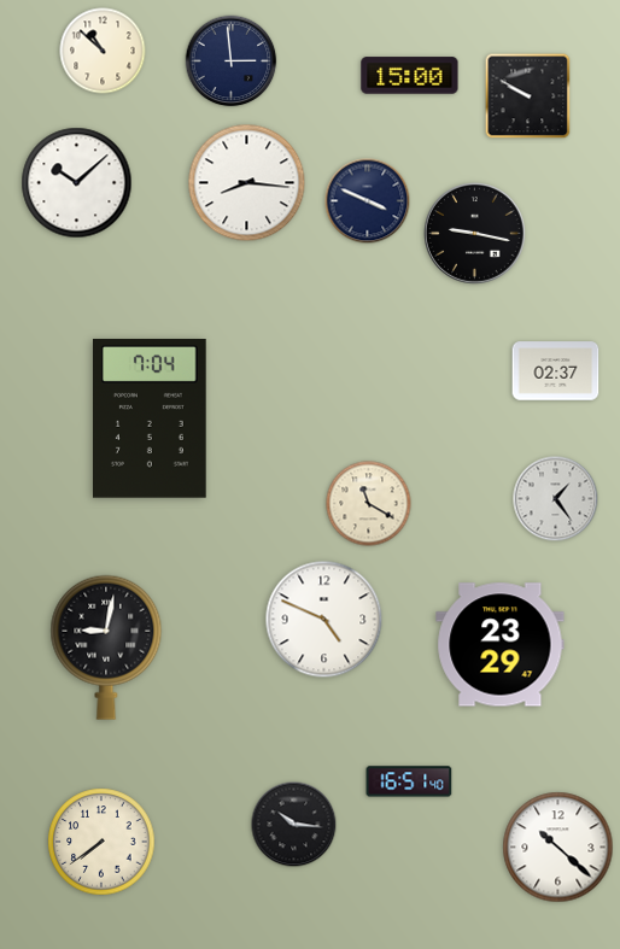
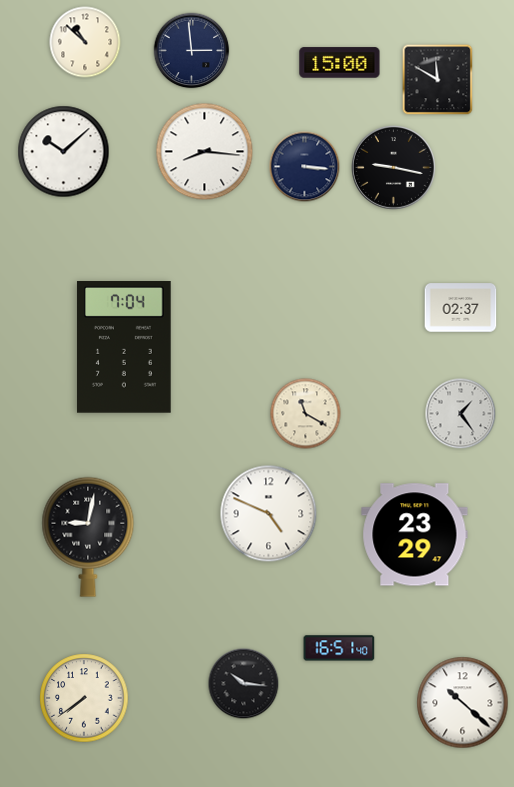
clock at (528, 96): 9:50 -> 11:50
clock at (368, 201): 3:49 -> 3:16
clock at (475, 234) position: (475, 234) -> (394, 168)
clock at (369, 504) position: (369, 504) -> (306, 414)
